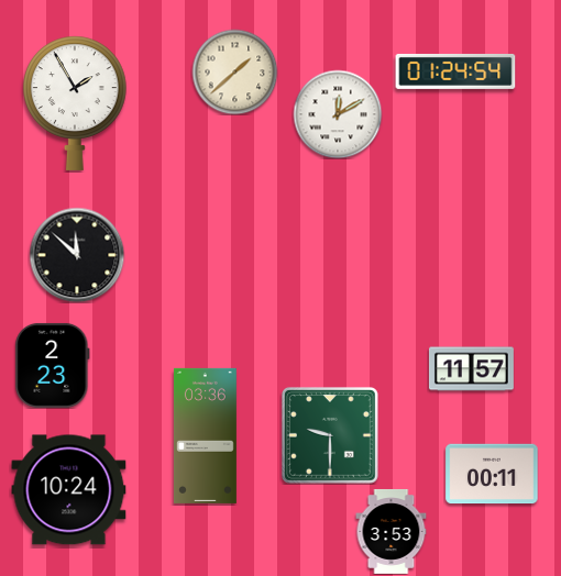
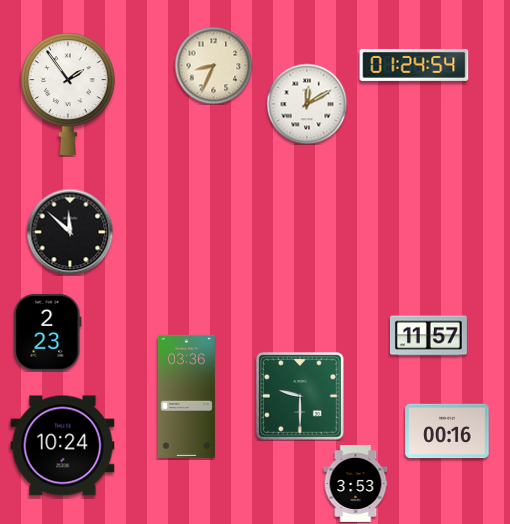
clock at (234, 71): 1:38 -> 8:34
clock at (76, 103): 1:55 -> 1:54
clock at (492, 474): 00:11 -> 00:16
